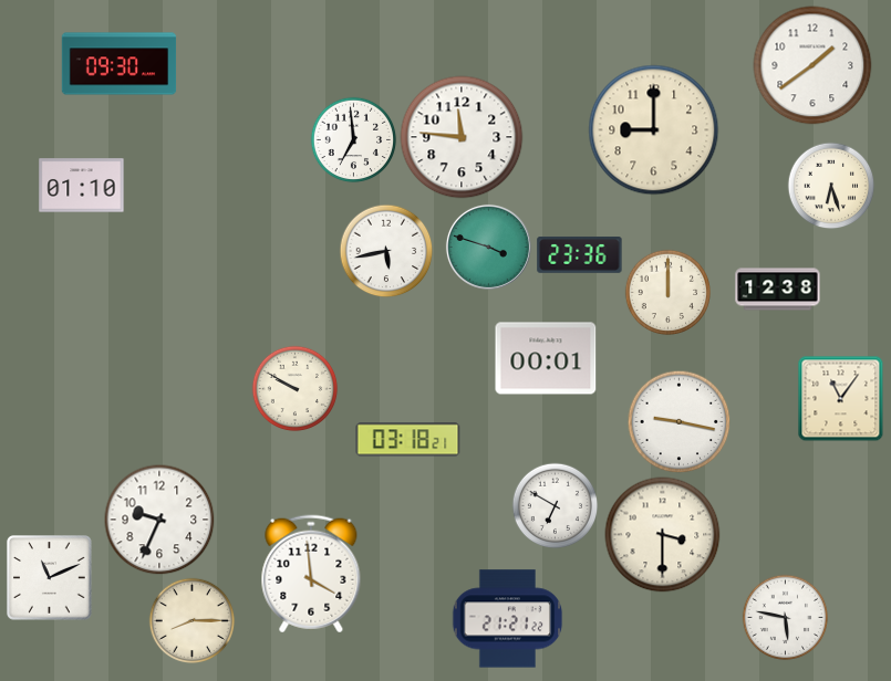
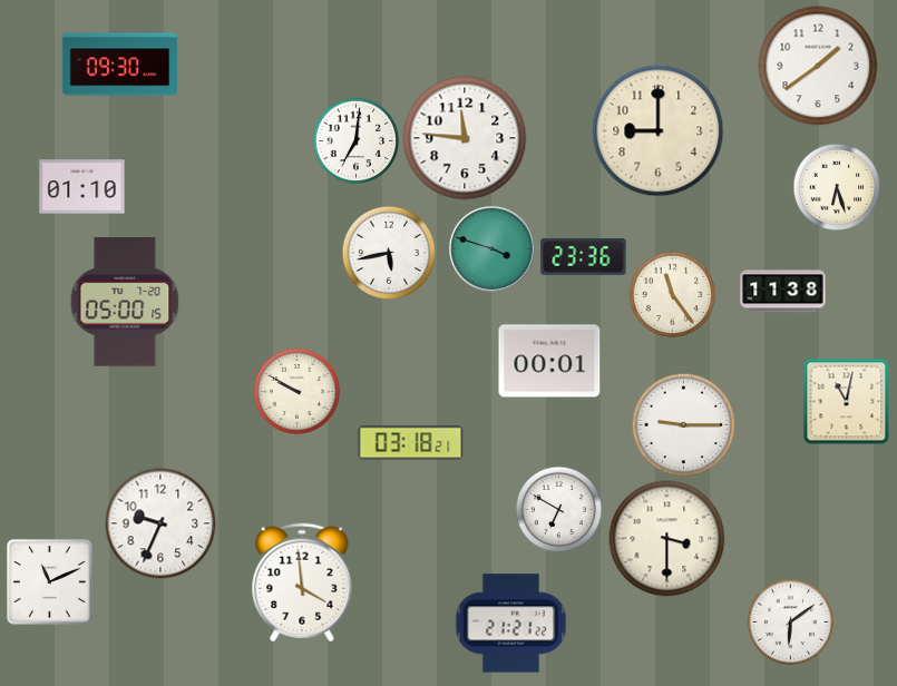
clock at (353, 139): 6:59 -> 7:01
clock at (778, 290): 12:38 -> 11:38
clock at (667, 292): 12:00 -> 11:24
clock at (125, 302): none -> 05:00
clock at (840, 398): 11:06 -> 11:02
clock at (678, 421): 9:17 -> 9:15
clock at (311, 574) position: (311, 574) -> (302, 582)
clock at (785, 617): 5:47 -> 6:09
clock at (191, 620): 8:15 -> none
